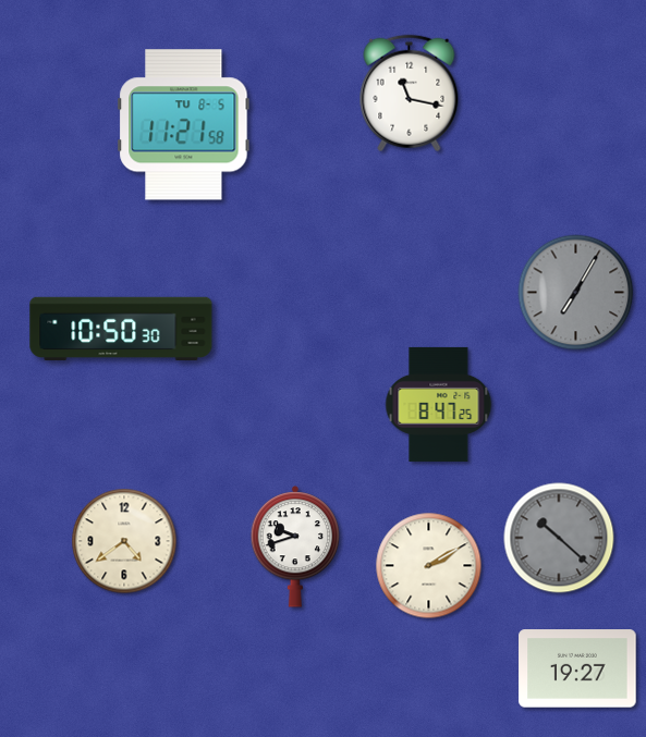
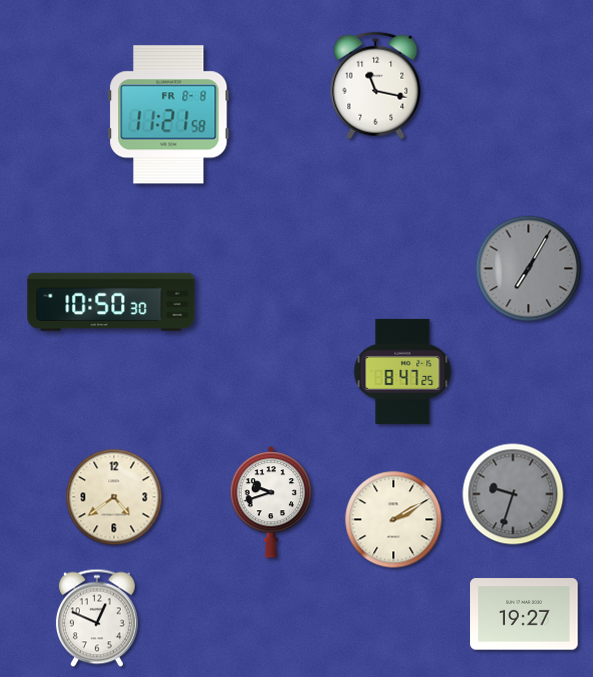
clock at (184, 125) date: TU 8-5 -> FR 8-8
clock at (559, 538): 10:22 -> 9:33
clock at (577, 668) position: (577, 668) -> (524, 614)
clock at (97, 618): none -> 12:49
